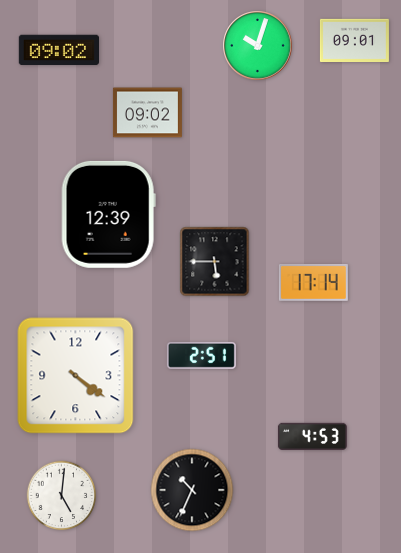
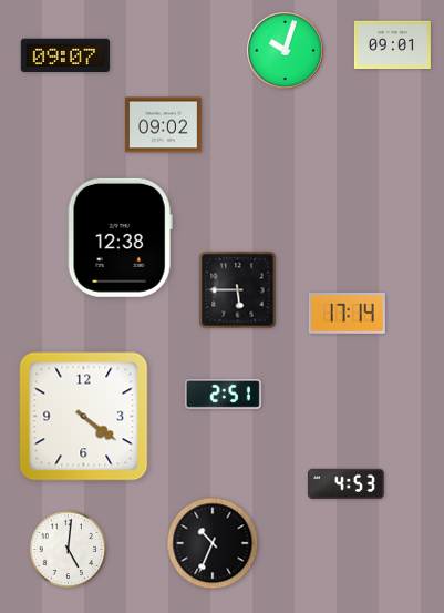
clock at (58, 50): 09:02 -> 09:07
clock at (108, 214): 12:39 -> 12:38
